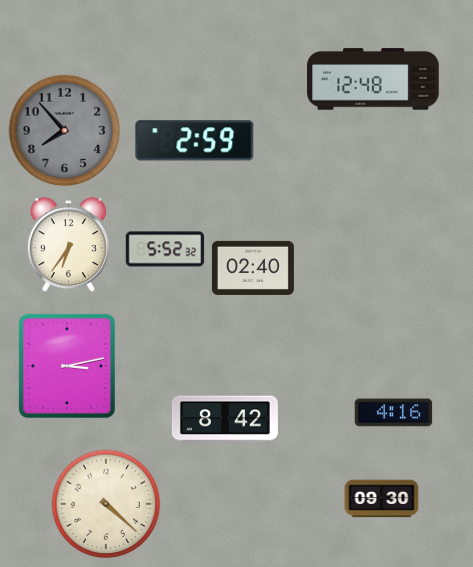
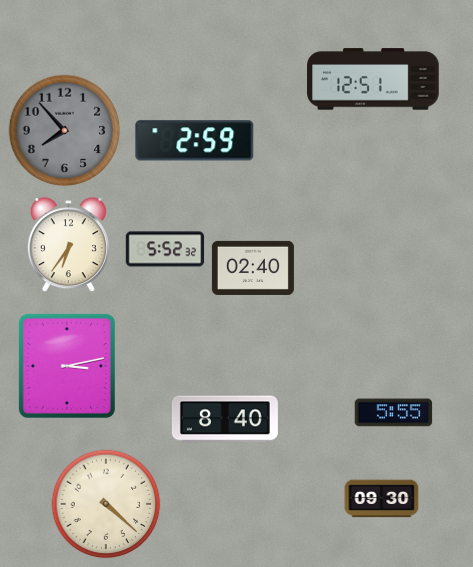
clock at (373, 79): 12:48 -> 12:51
clock at (394, 413): 4:16 -> 5:55
clock at (225, 419): 8:42 -> 8:40
